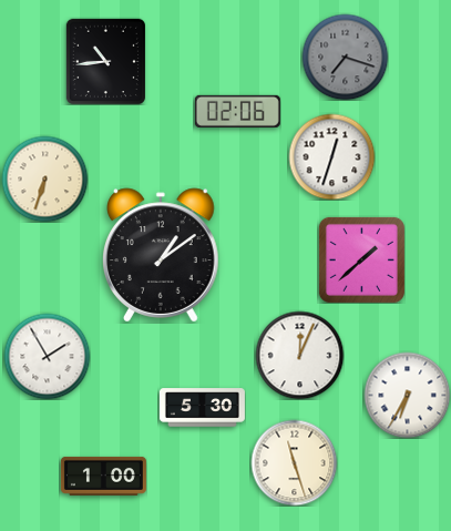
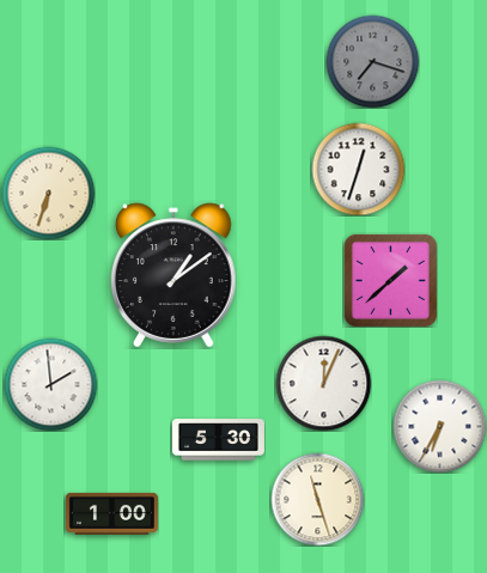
clock at (105, 61): 10:44 -> none
clock at (237, 111): 02:06 -> none
clock at (47, 356): 1:55 -> 1:59
